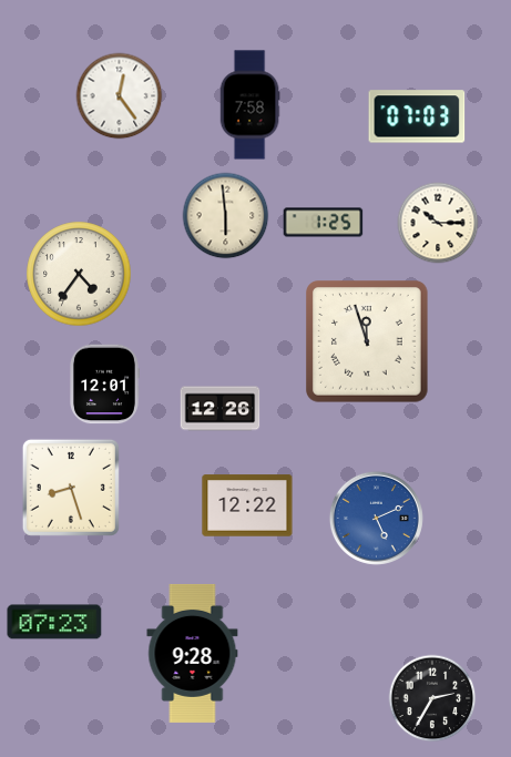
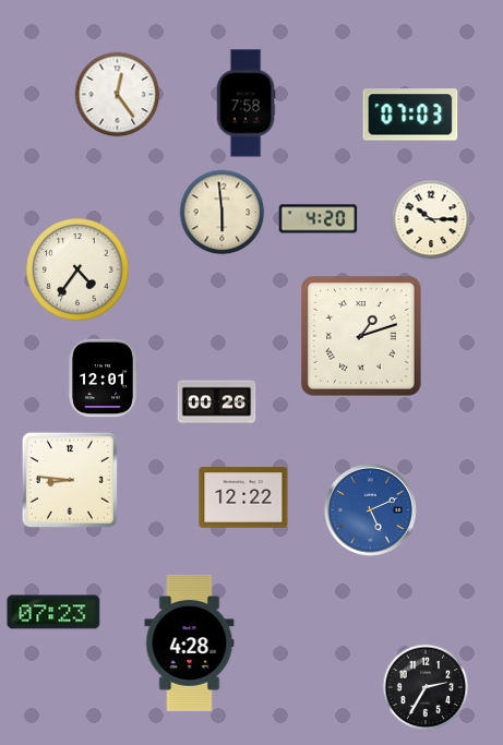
clock at (324, 223): 1:25 -> 4:20
clock at (367, 341): 11:57 -> 1:12
clock at (221, 409): 12:26 -> 00:26
clock at (71, 488): 8:27 -> 8:46
clock at (193, 653): 9:28 -> 4:28
